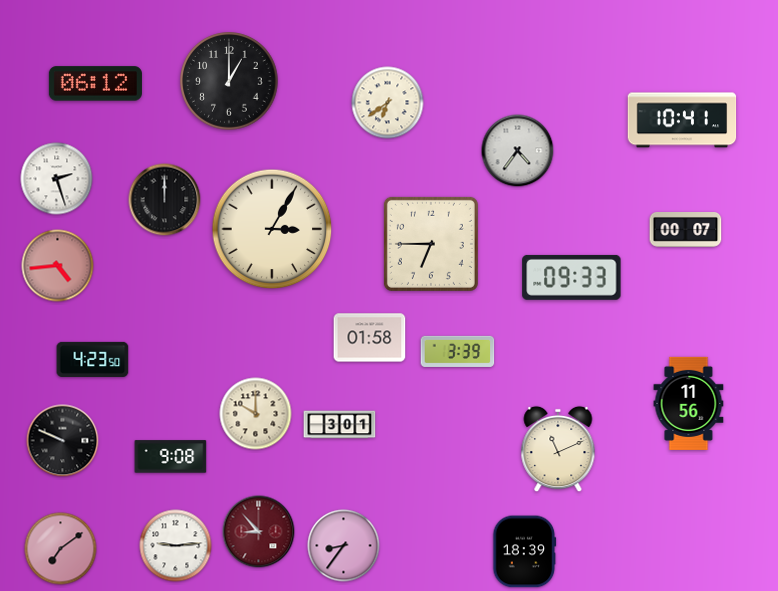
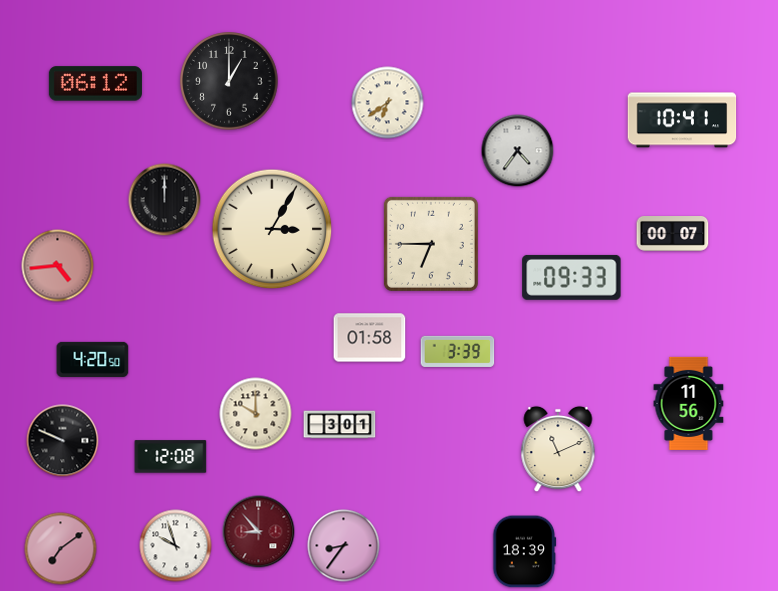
clock at (57, 179): 2:27 -> none
clock at (686, 230) position: (686, 230) -> (673, 234)
clock at (93, 359): 4:23 -> 4:20
clock at (171, 457): 9:08 -> 12:08
clock at (176, 546): 9:14 -> 9:57
